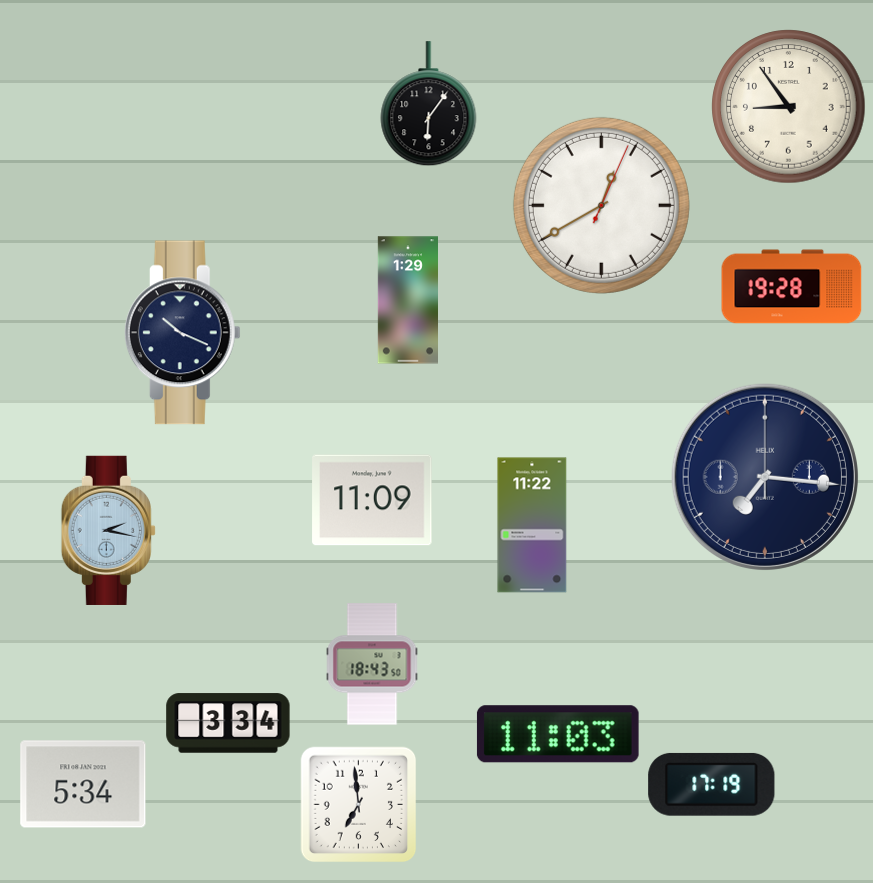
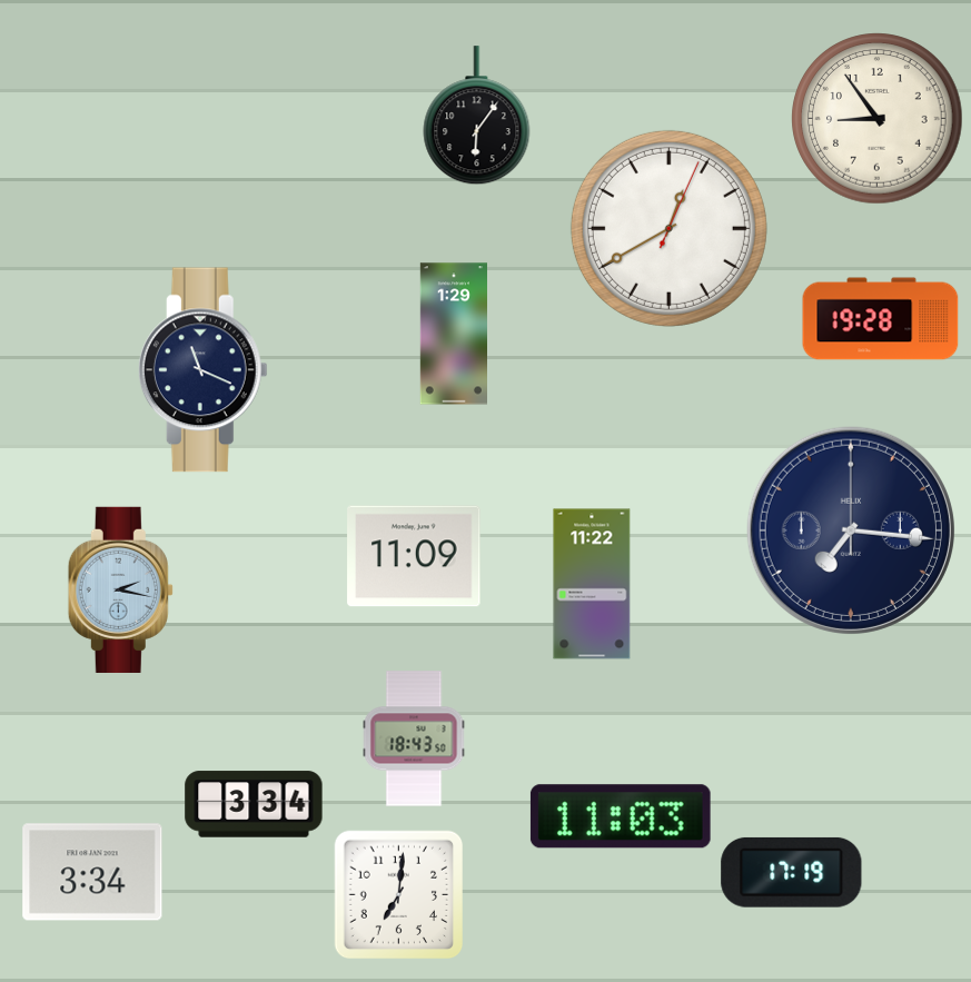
clock at (182, 333): 10:19 -> 11:19
clock at (83, 784): 5:34 -> 3:34
clock at (359, 805): 6:59 -> 7:01
